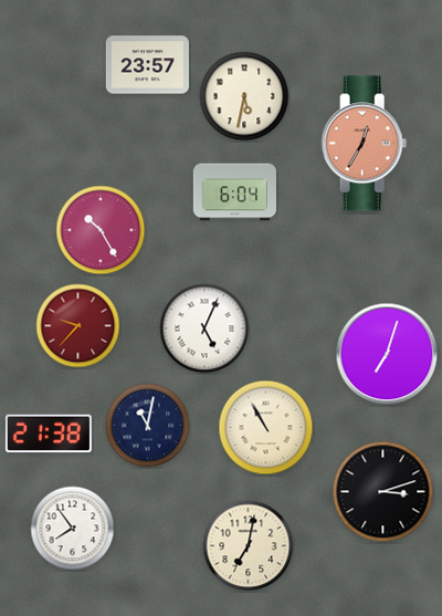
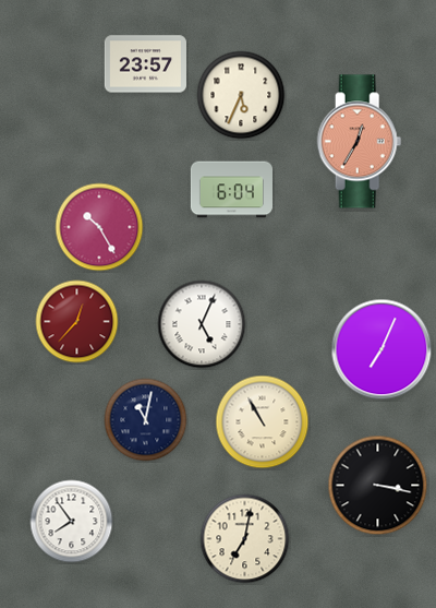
clock at (244, 96): 5:32 -> 5:34
clock at (78, 326): 9:37 -> 12:37
clock at (387, 354): 7:03 -> 7:04
clock at (49, 434): 21:38 -> none
clock at (383, 492): 3:12 -> 3:17
